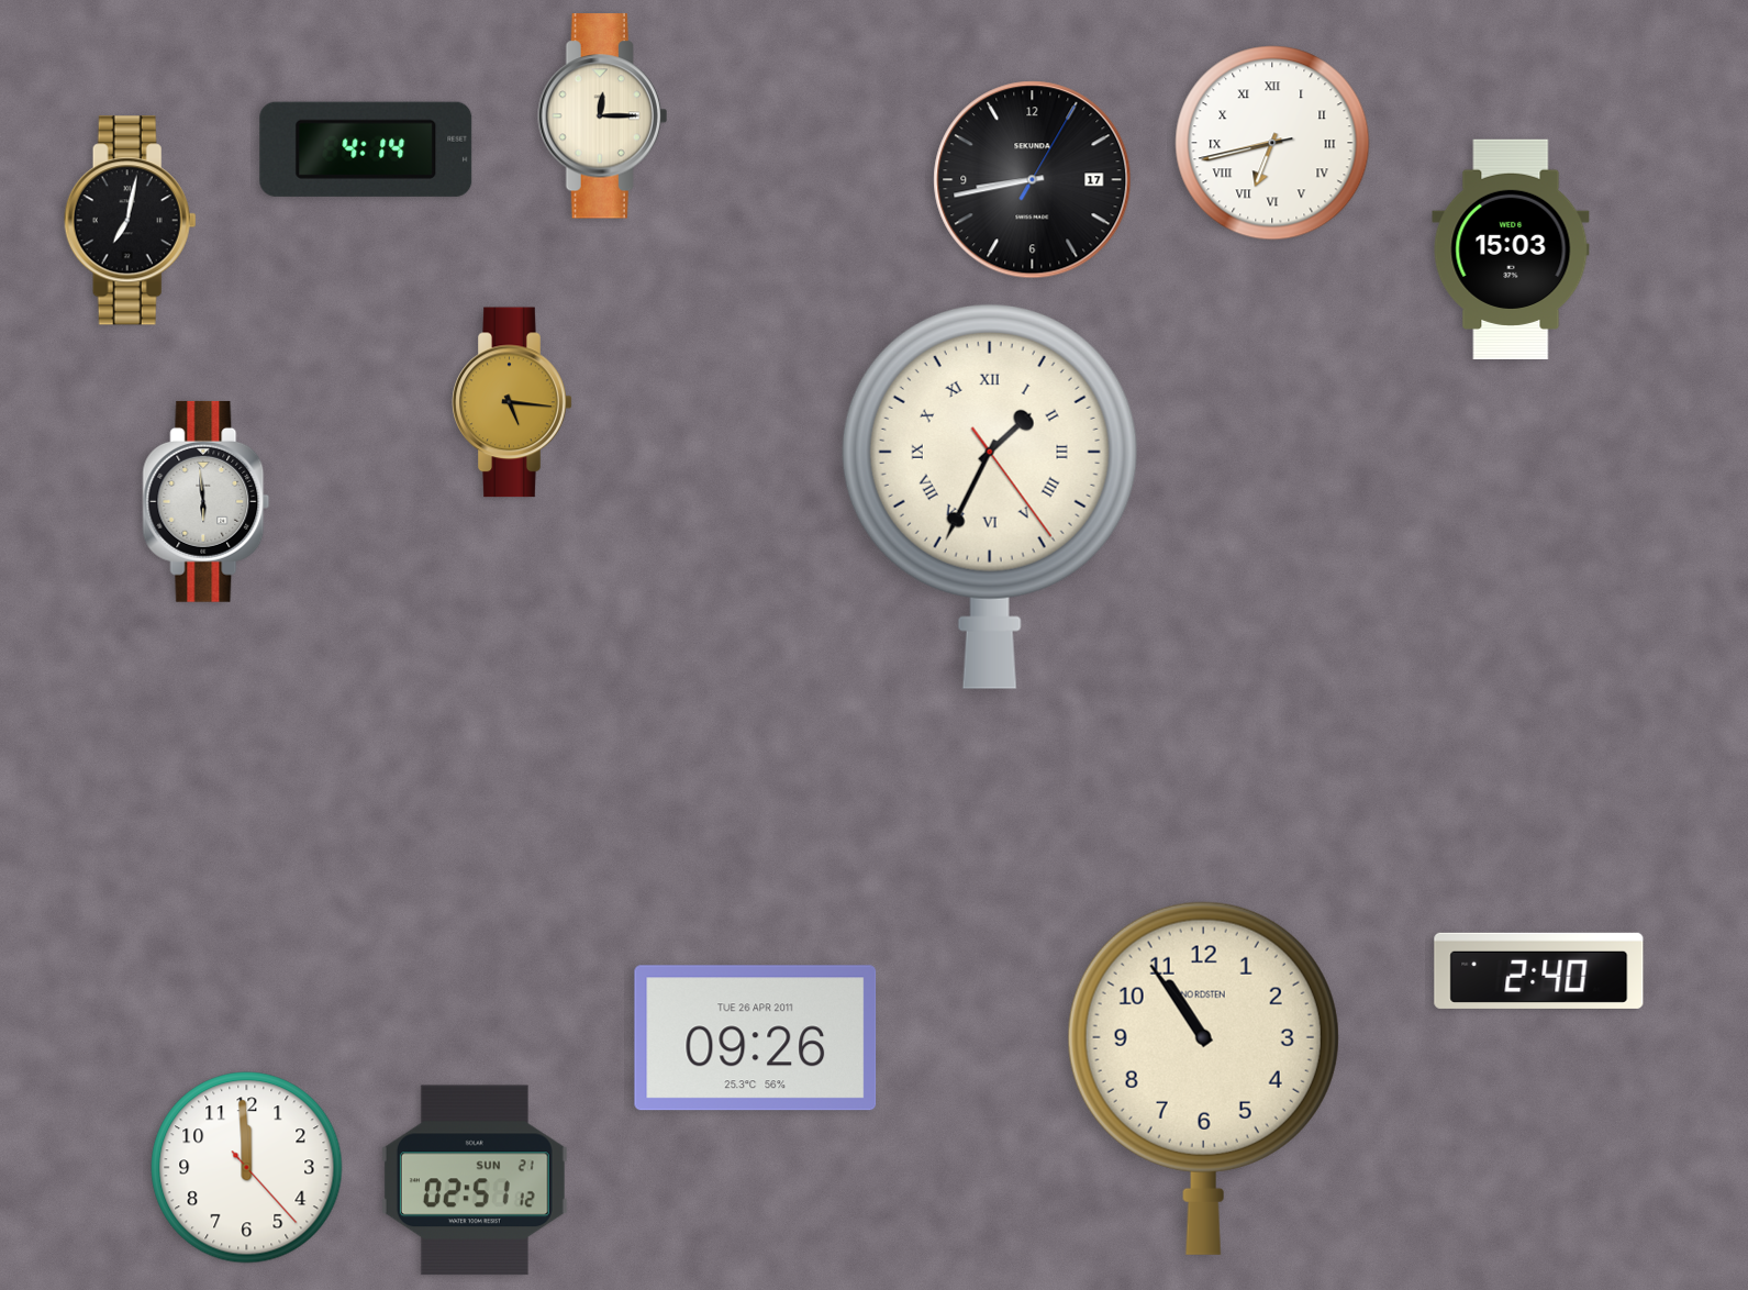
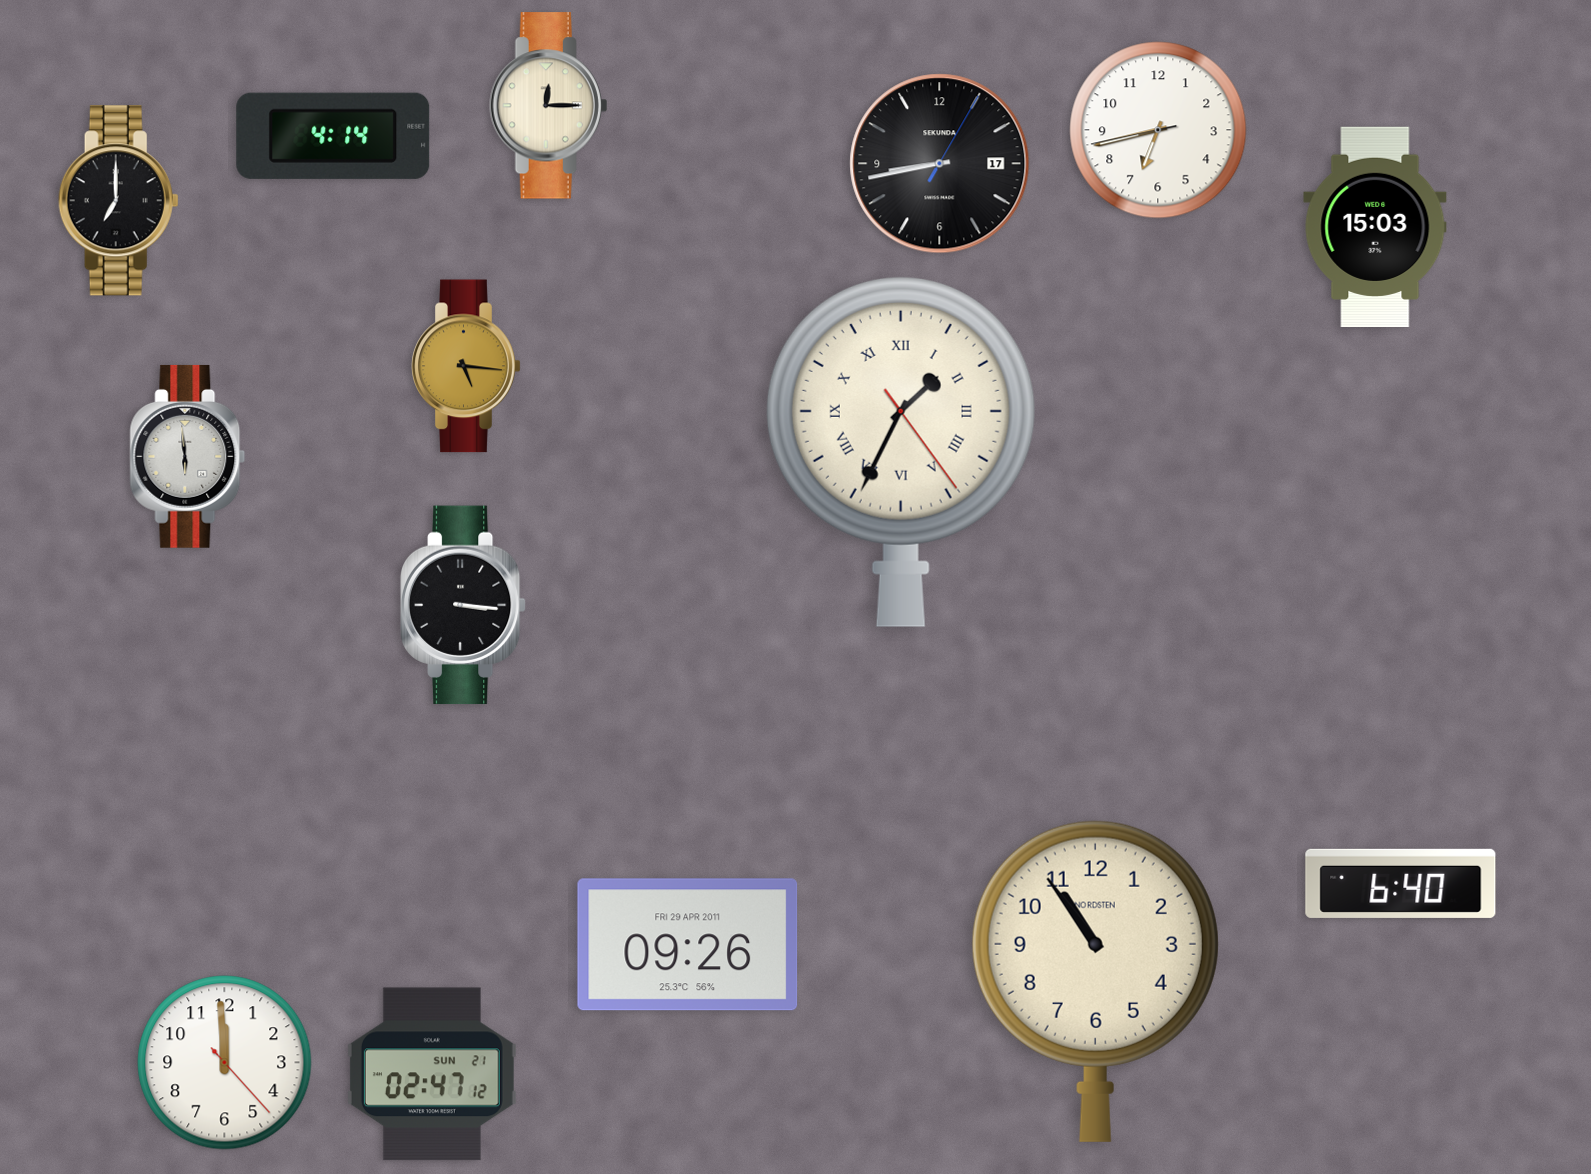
clock at (1272, 143) numerals: Roman -> Arabic
clock at (130, 221): 7:02 -> 7:00
clock at (463, 605): none -> 3:16
clock at (1539, 970): 2:40 -> 6:40
clock at (756, 1038) date: TUE 26 APR 2011 -> FRI 29 APR 2011
clock at (475, 1180): 02:51 -> 02:47
